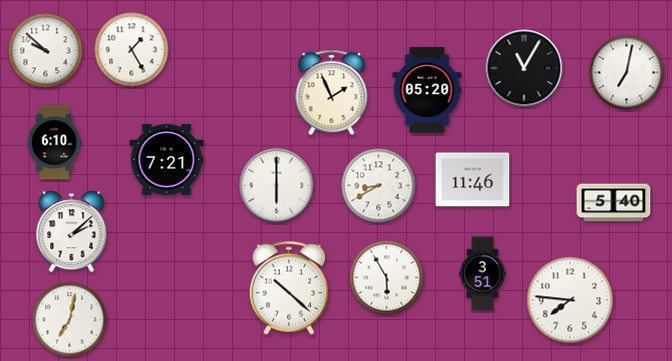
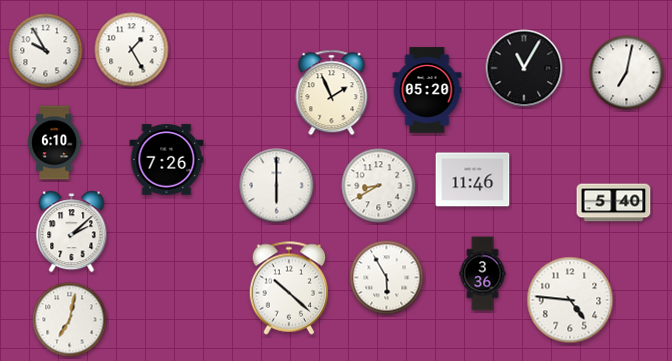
clock at (46, 51): 9:52 -> 9:55
clock at (167, 160): 7:21 -> 7:26
clock at (483, 274): 3:51 -> 3:36
clock at (570, 300): 7:46 -> 4:46
